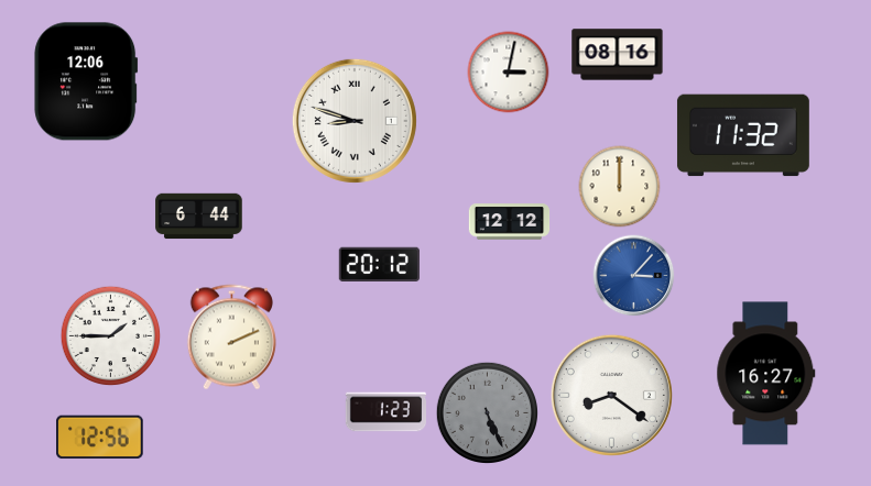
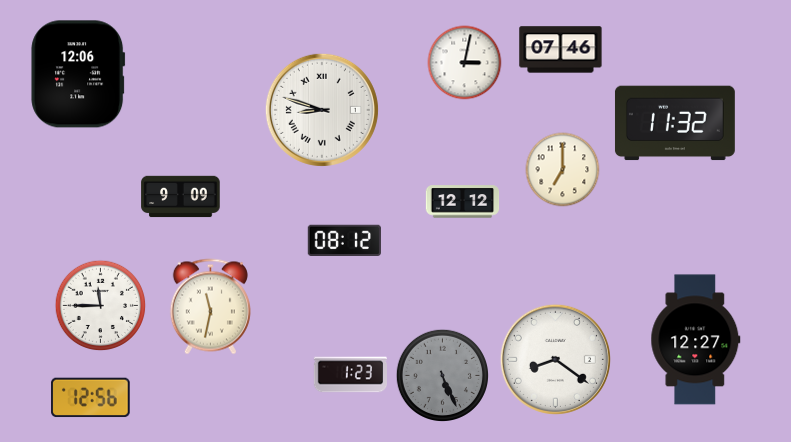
clock at (618, 55): 08:16 -> 07:46
clock at (509, 73) position: (509, 73) -> (465, 63)
clock at (620, 187): 12:00 -> 7:00
clock at (199, 217): 6:44 -> 9:09
clock at (379, 265): 20:12 -> 08:12
clock at (634, 276): 3:07 -> none
clock at (111, 336): 1:45 -> 11:45
clock at (231, 338): 2:11 -> 11:32
clock at (766, 374): 16:27 -> 12:27
